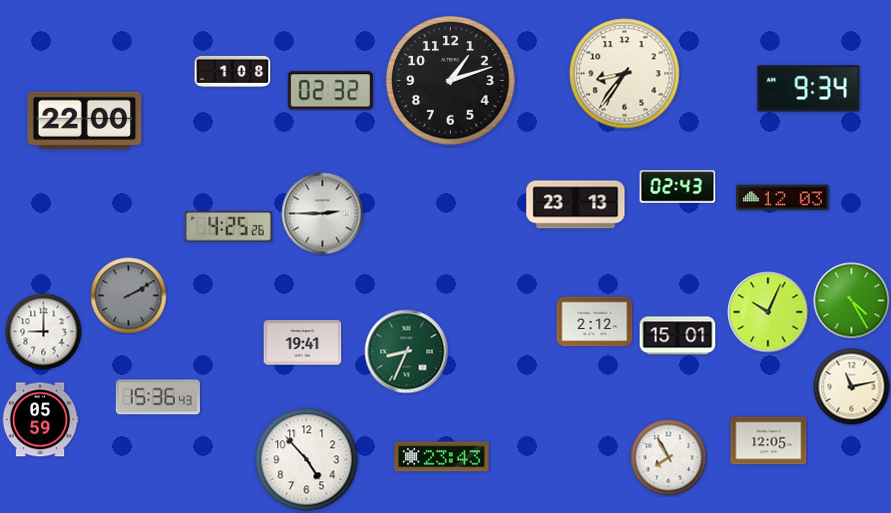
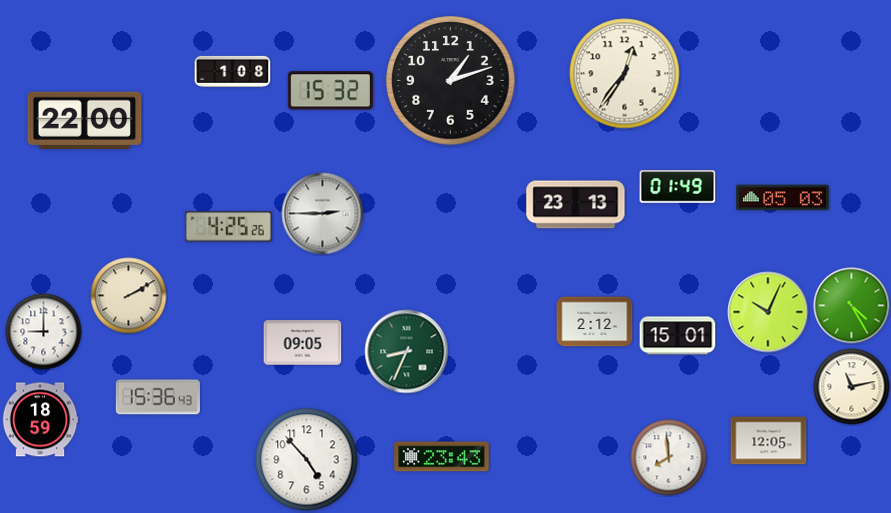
clock at (625, 74): 8:36 -> 12:36
clock at (809, 89): 9:34 -> none
clock at (330, 91): 02:32 -> 15:32
clock at (678, 187): 02:43 -> 01:49
clock at (783, 198): 12:03 -> 05:03
clock at (129, 296) dial: grey -> cream
clock at (852, 301) position: (852, 301) -> (852, 306)
clock at (303, 343): 19:41 -> 09:05
clock at (40, 420): 05:59 -> 18:59
clock at (669, 458): 7:55 -> 7:59
